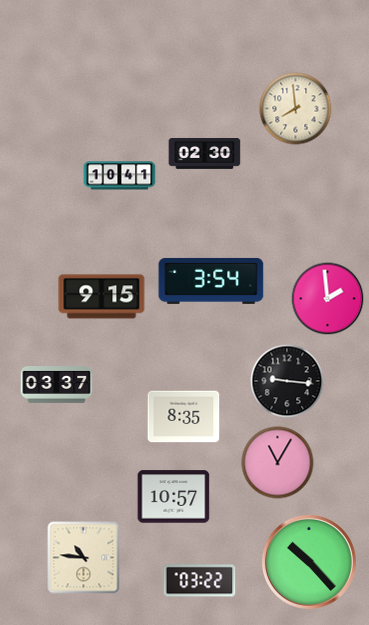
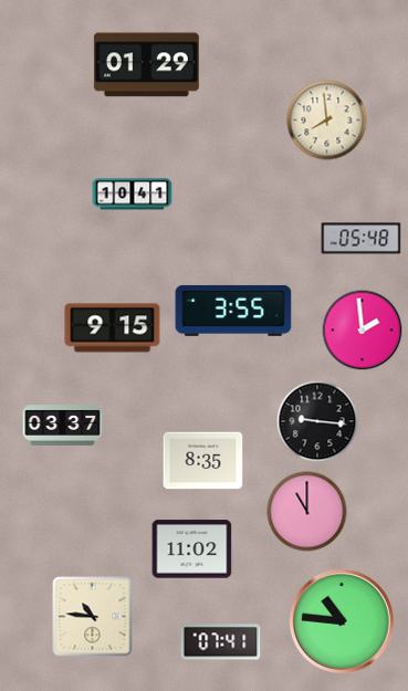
clock at (146, 65): none -> 01:29
clock at (205, 154): 02:30 -> none
clock at (362, 239): none -> 05:48
clock at (211, 281): 3:54 -> 3:55
clock at (278, 463): 11:05 -> 11:00
clock at (174, 497): 10:57 -> 11:02
clock at (309, 562): 10:23 -> 10:46
clock at (200, 581): 03:22 -> 07:41
